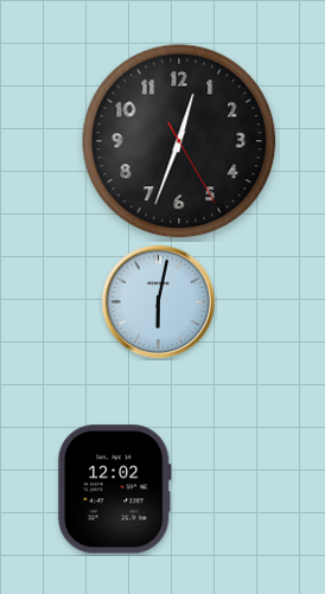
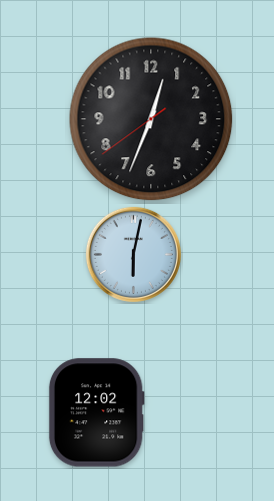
clock at (179, 141): 12:33:25 -> 12:33:39
